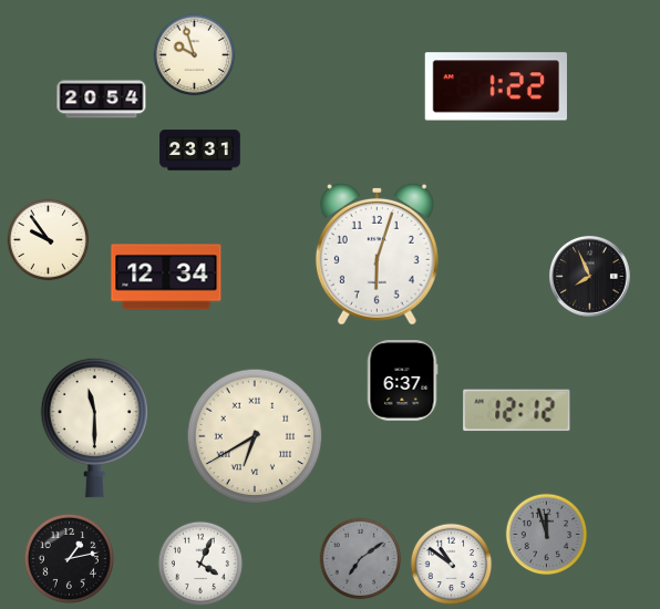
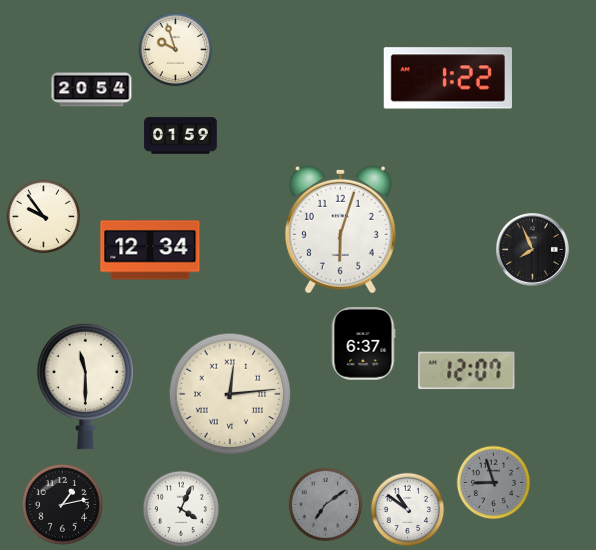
clock at (200, 151): 23:31 -> 01:59
clock at (517, 411): 12:12 -> 12:07
clock at (255, 436): 6:40 -> 12:14
clock at (547, 535): 11:57 -> 8:57
